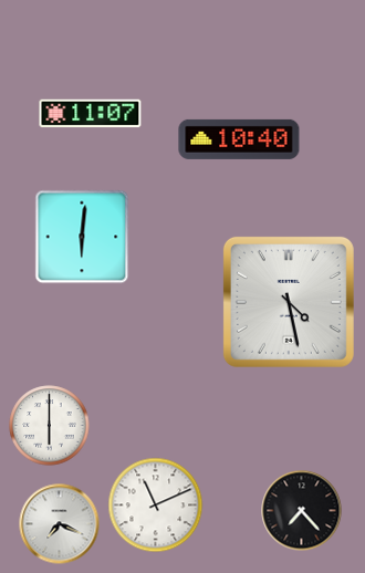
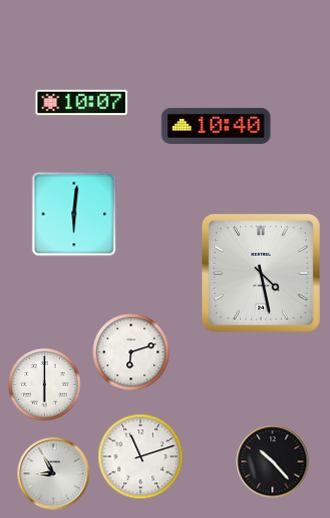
clock at (91, 114): 11:07 -> 10:07
clock at (131, 352): none -> 6:12
clock at (156, 506): 11:11 -> 11:12
clock at (302, 511): 7:23 -> 10:23
clock at (60, 524): 7:19 -> 8:55
